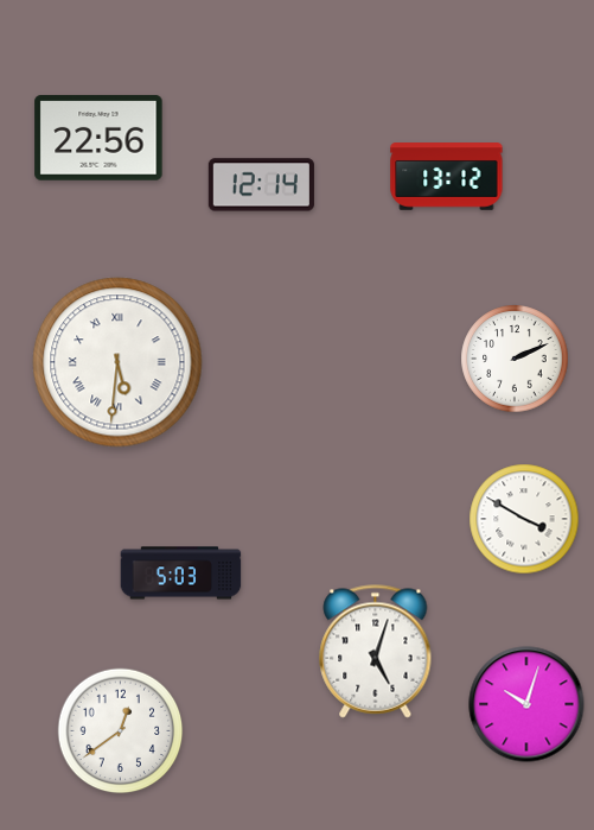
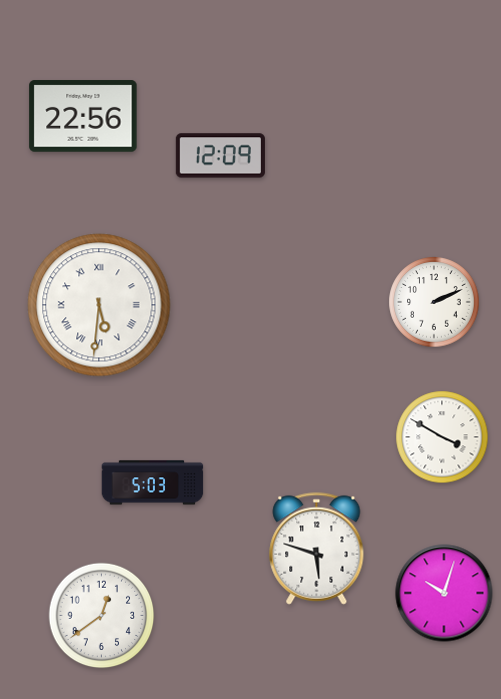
clock at (447, 177): 13:12 -> none
clock at (261, 185): 12:14 -> 12:09
clock at (376, 652): 5:03 -> 5:48
